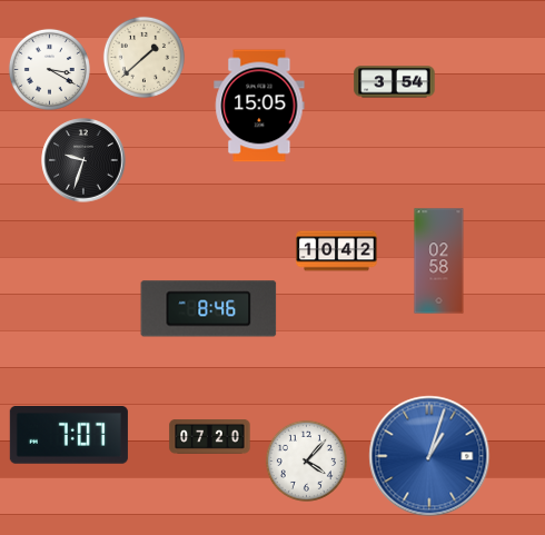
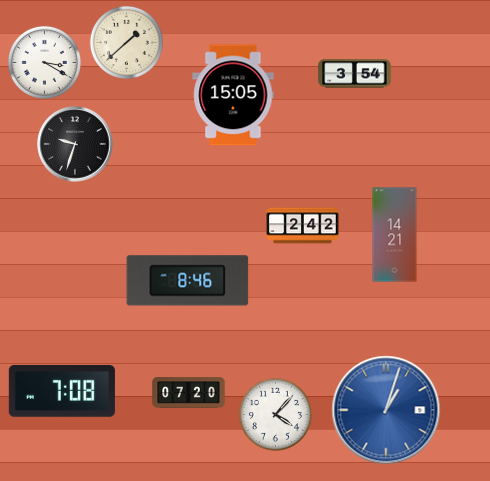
clock at (143, 57) position: (143, 57) -> (126, 42)
clock at (337, 251): 10:42 -> 2:42
clock at (439, 261): 02:58 -> 14:21
clock at (209, 309) position: (209, 309) -> (188, 281)
clock at (69, 436): 7:07 -> 7:08
